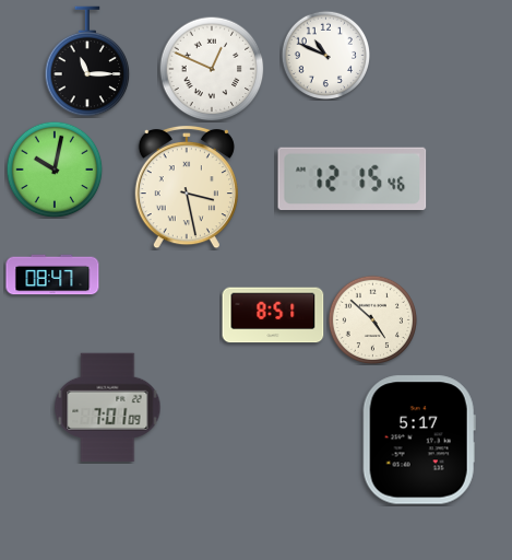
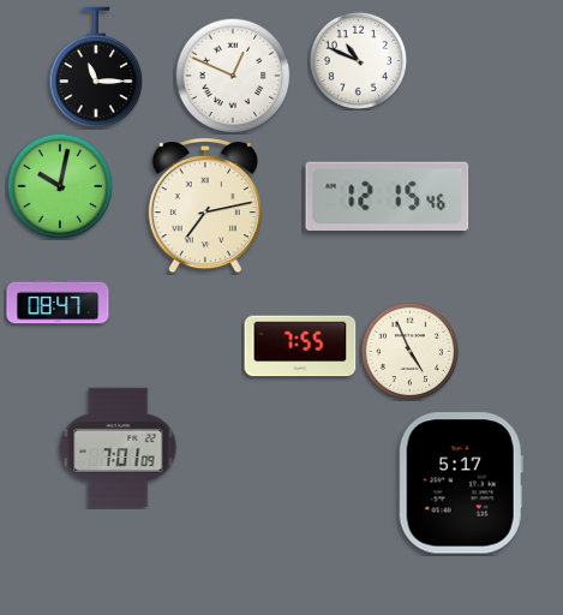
clock at (187, 187): 3:28 -> 7:13
clock at (273, 315): 8:51 -> 7:55
clock at (372, 319): 4:52 -> 4:56
